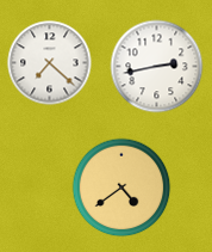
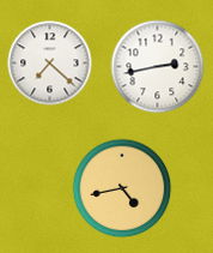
clock at (121, 188): 4:39 -> 4:43
